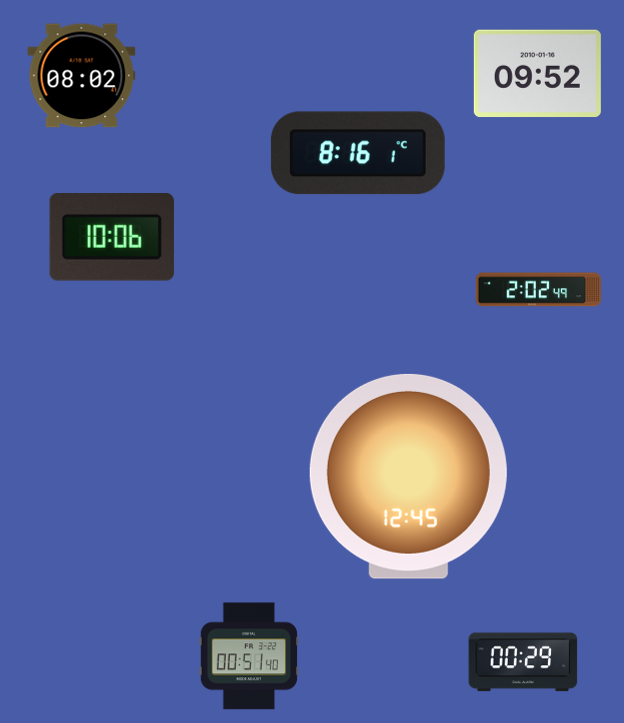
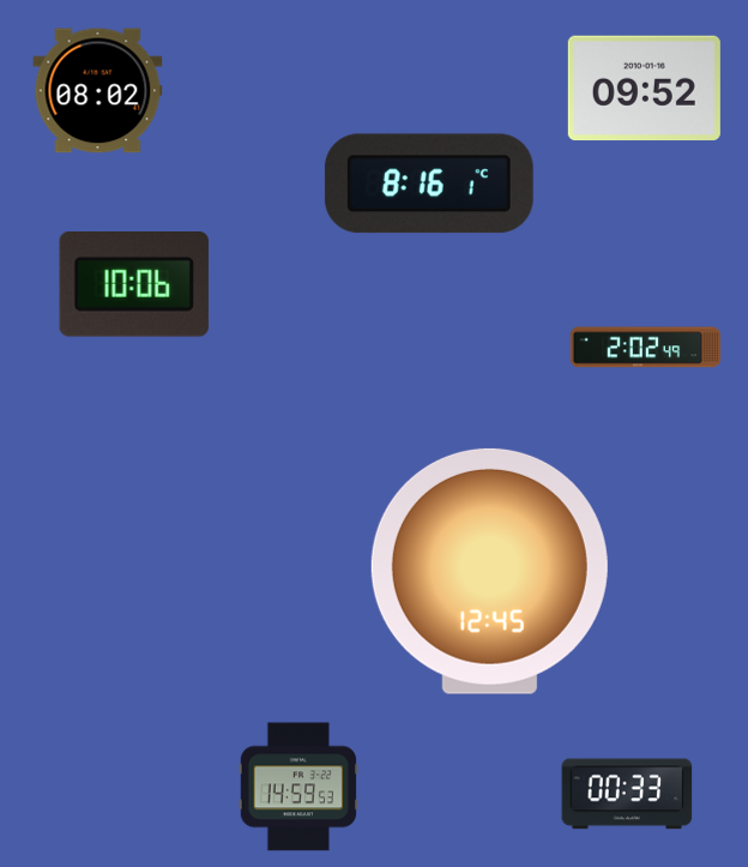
clock at (249, 656): 00:51 -> 14:59
clock at (523, 662): 00:29 -> 00:33
